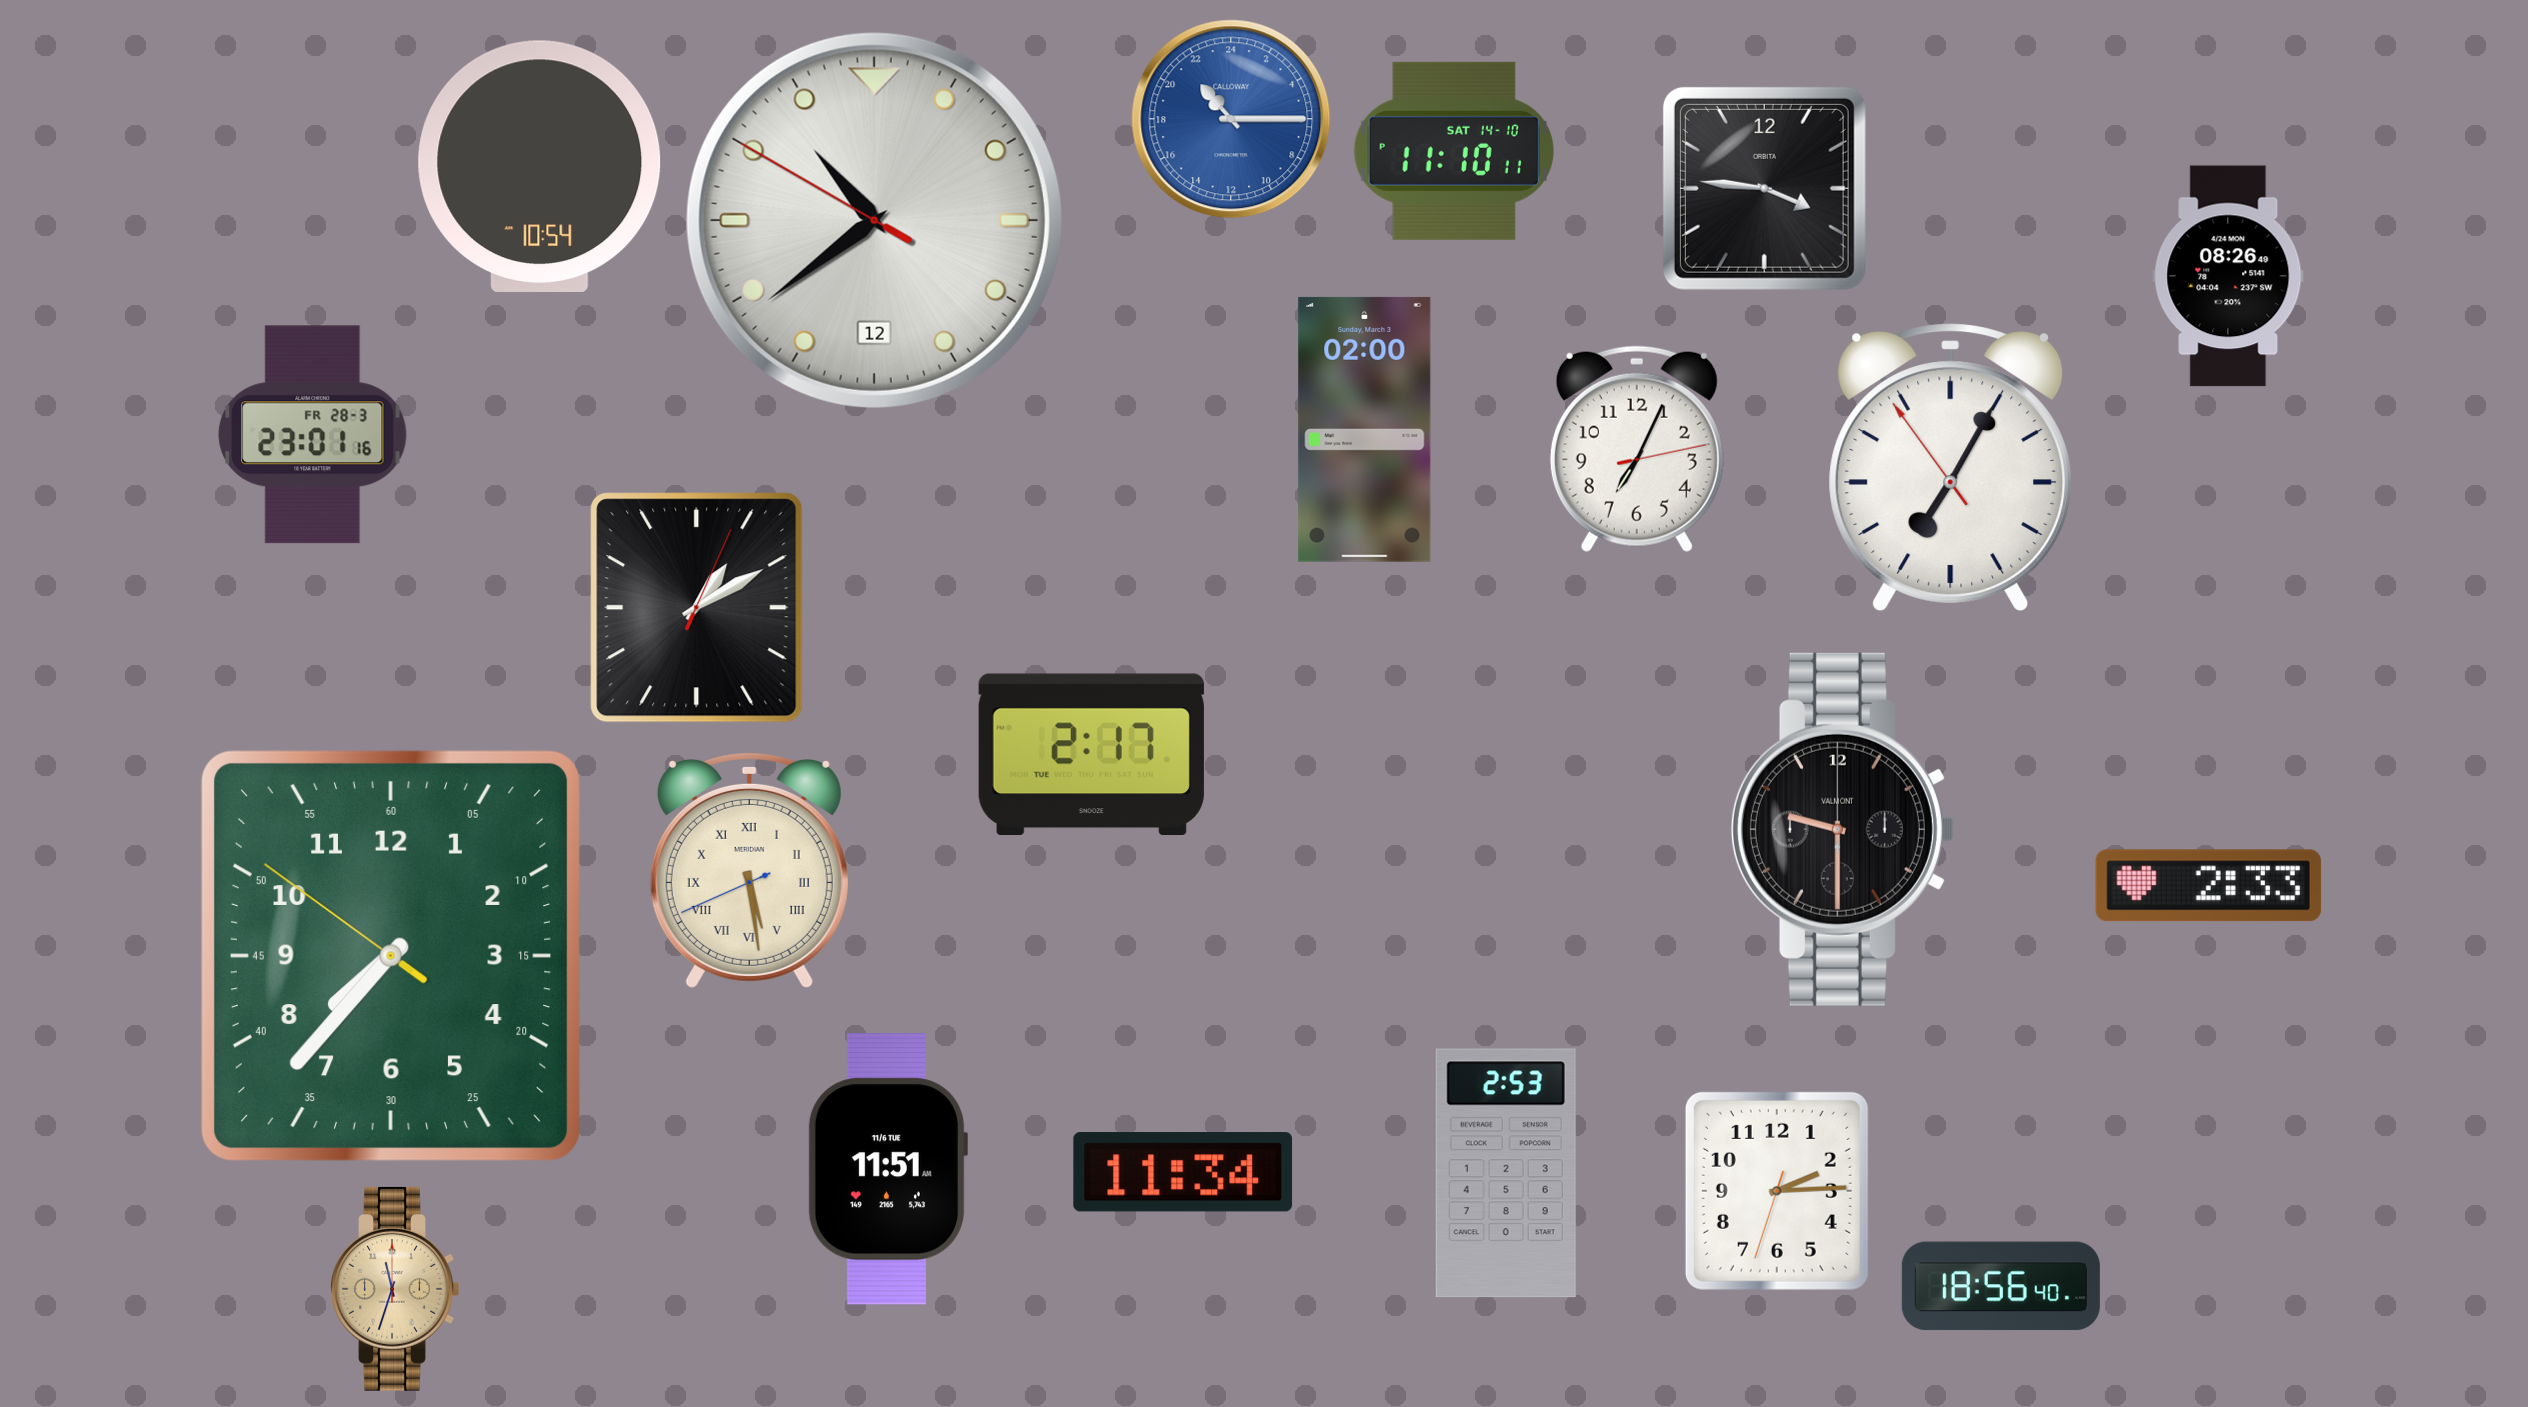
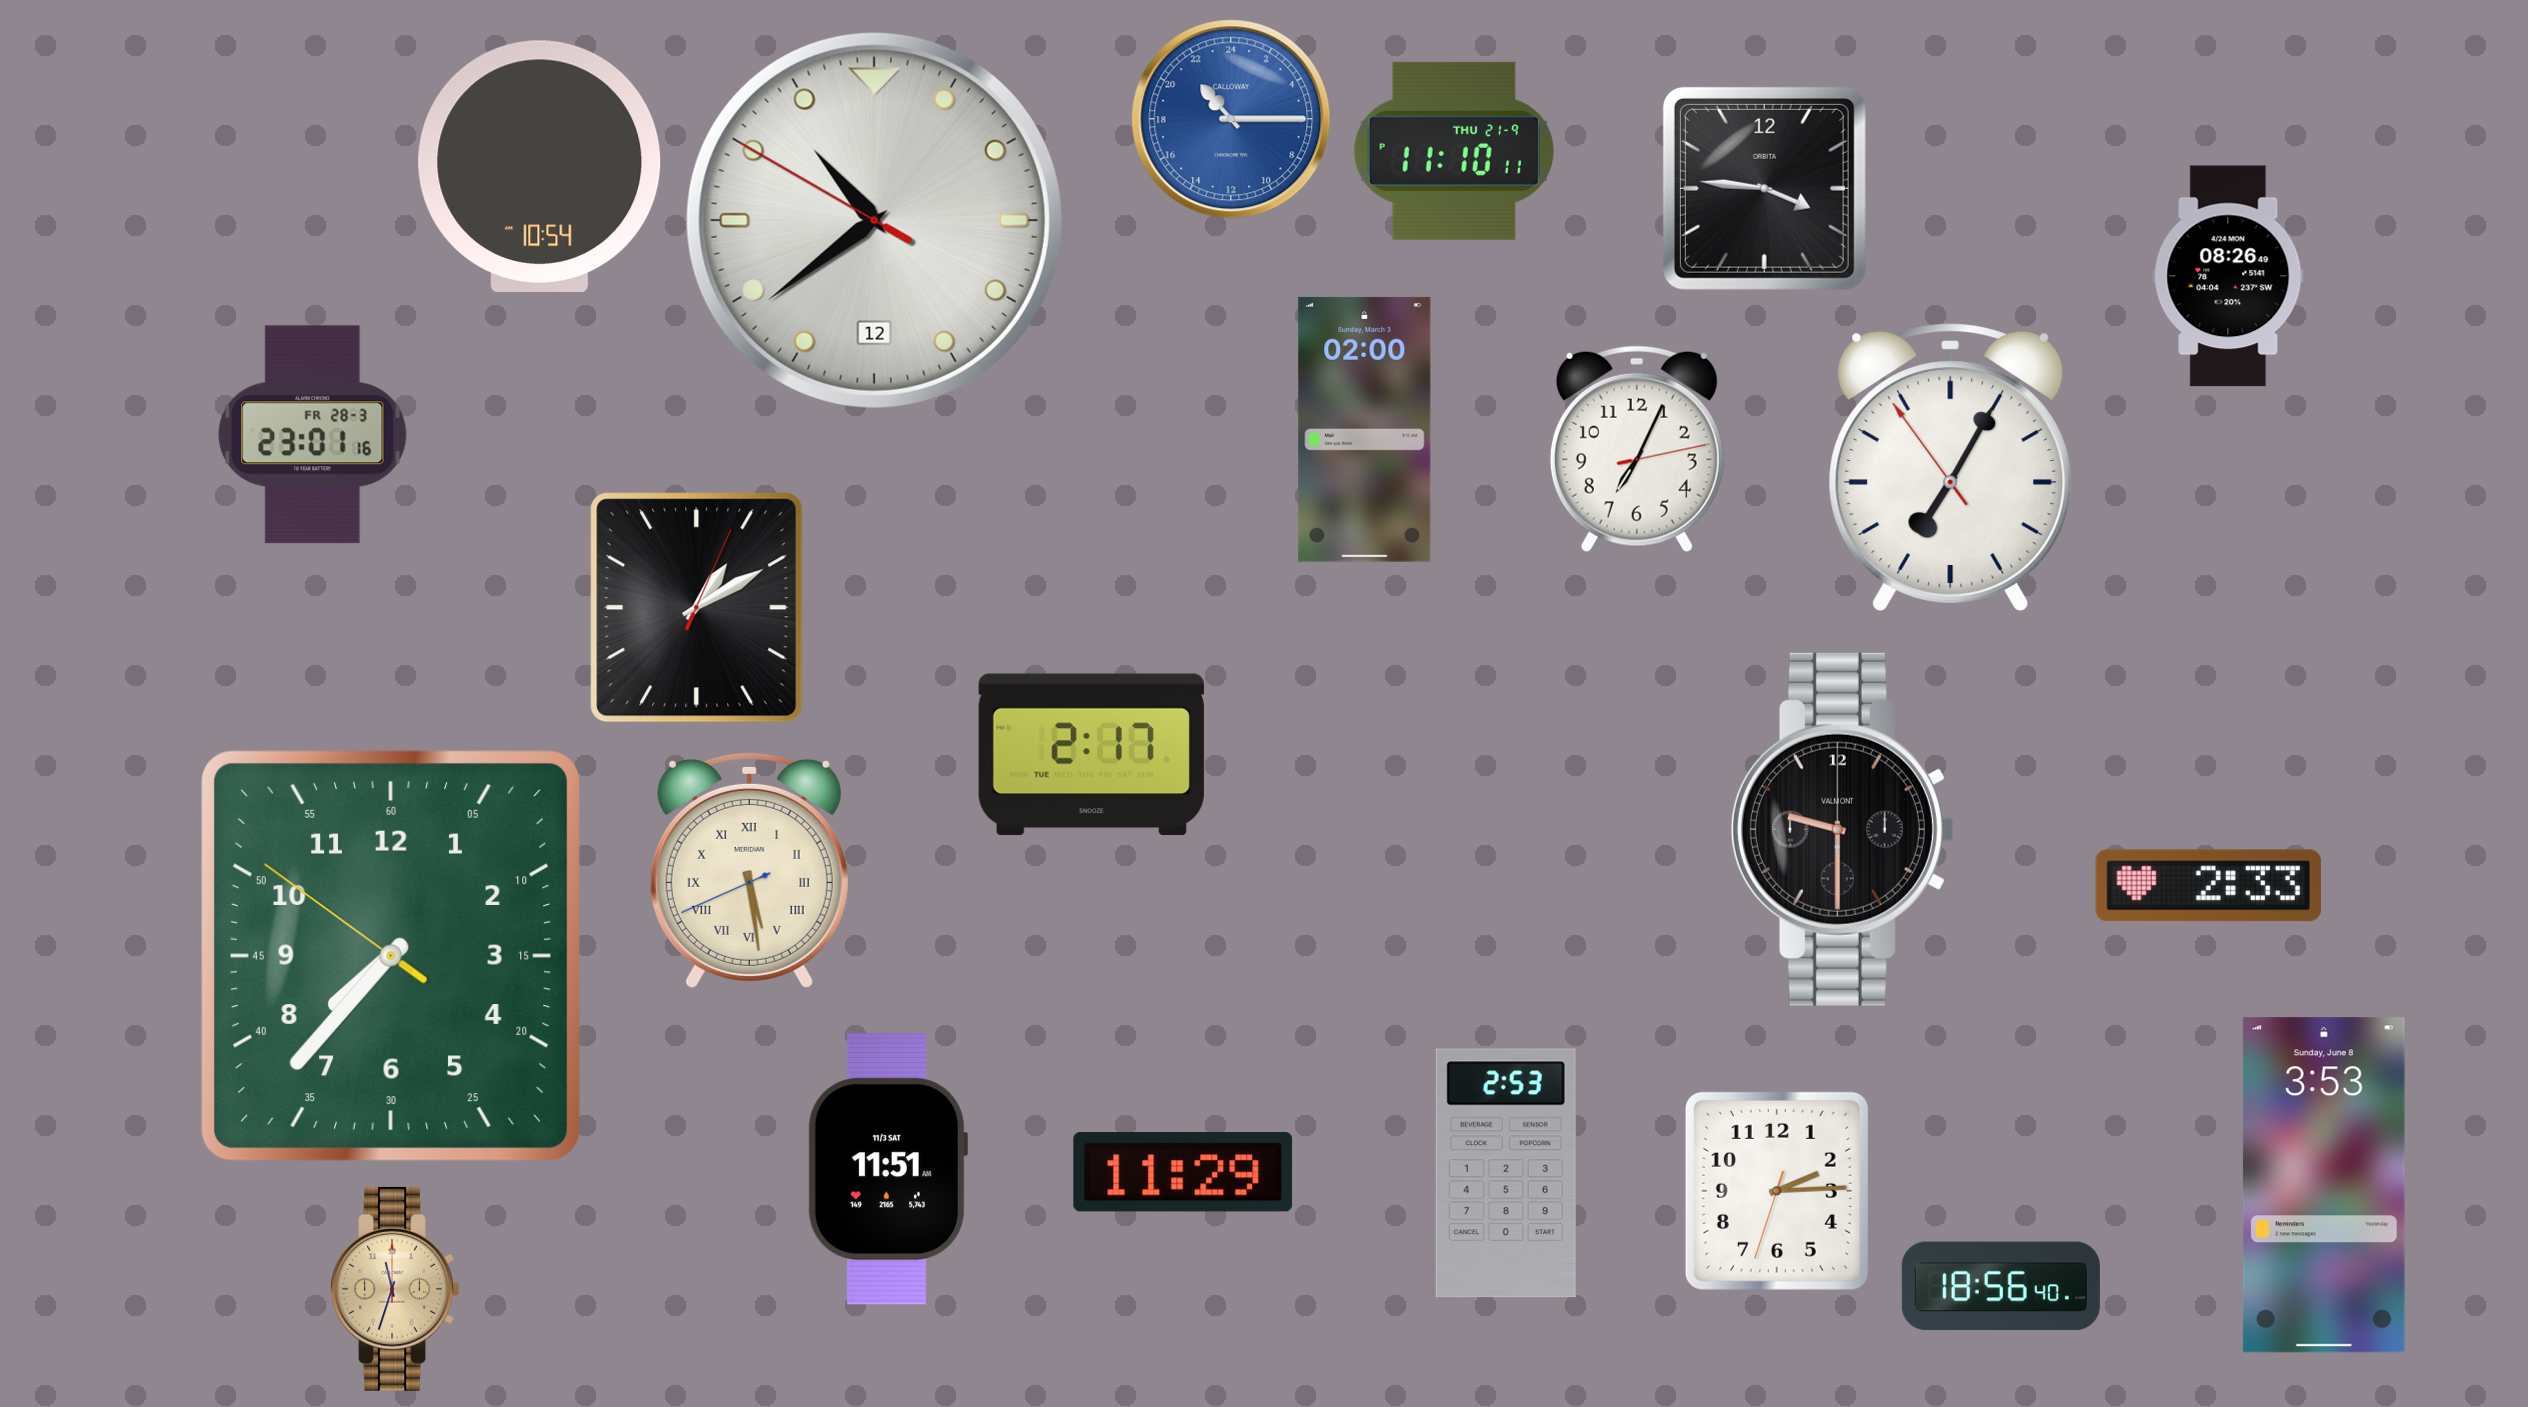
clock at (1454, 151) date: SAT 14-10 -> THU 21-9
clock at (887, 1169) date: 11/6 TUE -> 11/3 SAT
clock at (1183, 1172): 11:34 -> 11:29
clock at (2324, 1185): none -> 3:53
